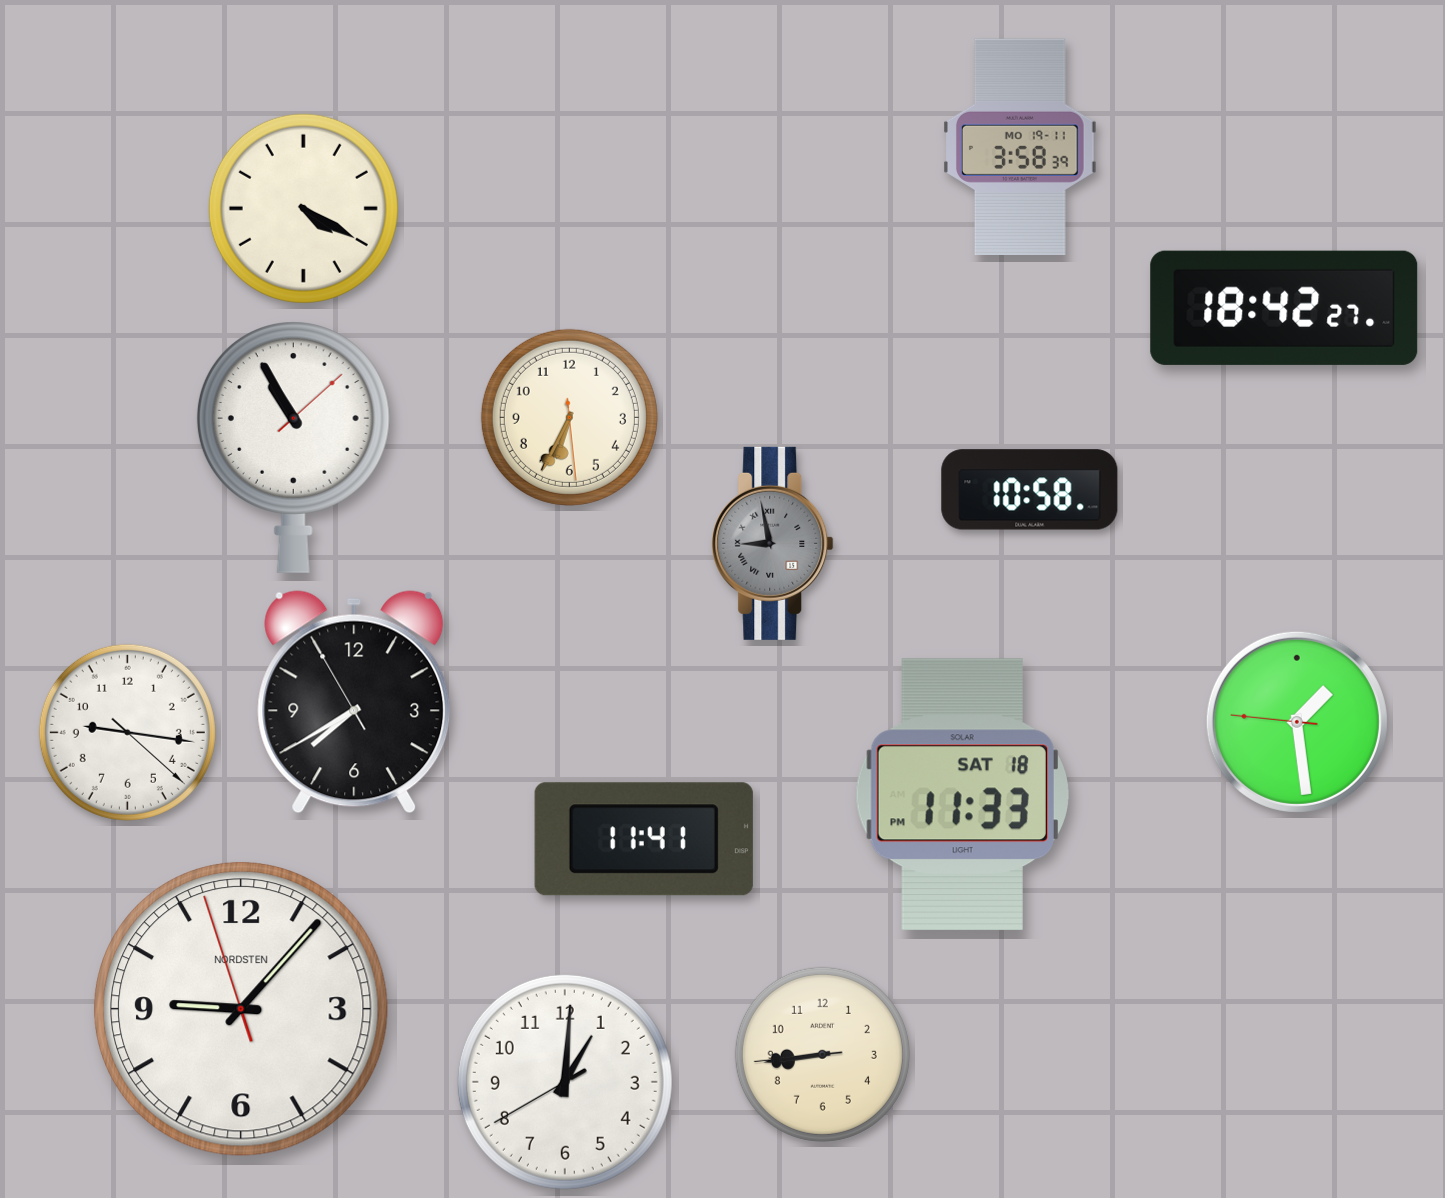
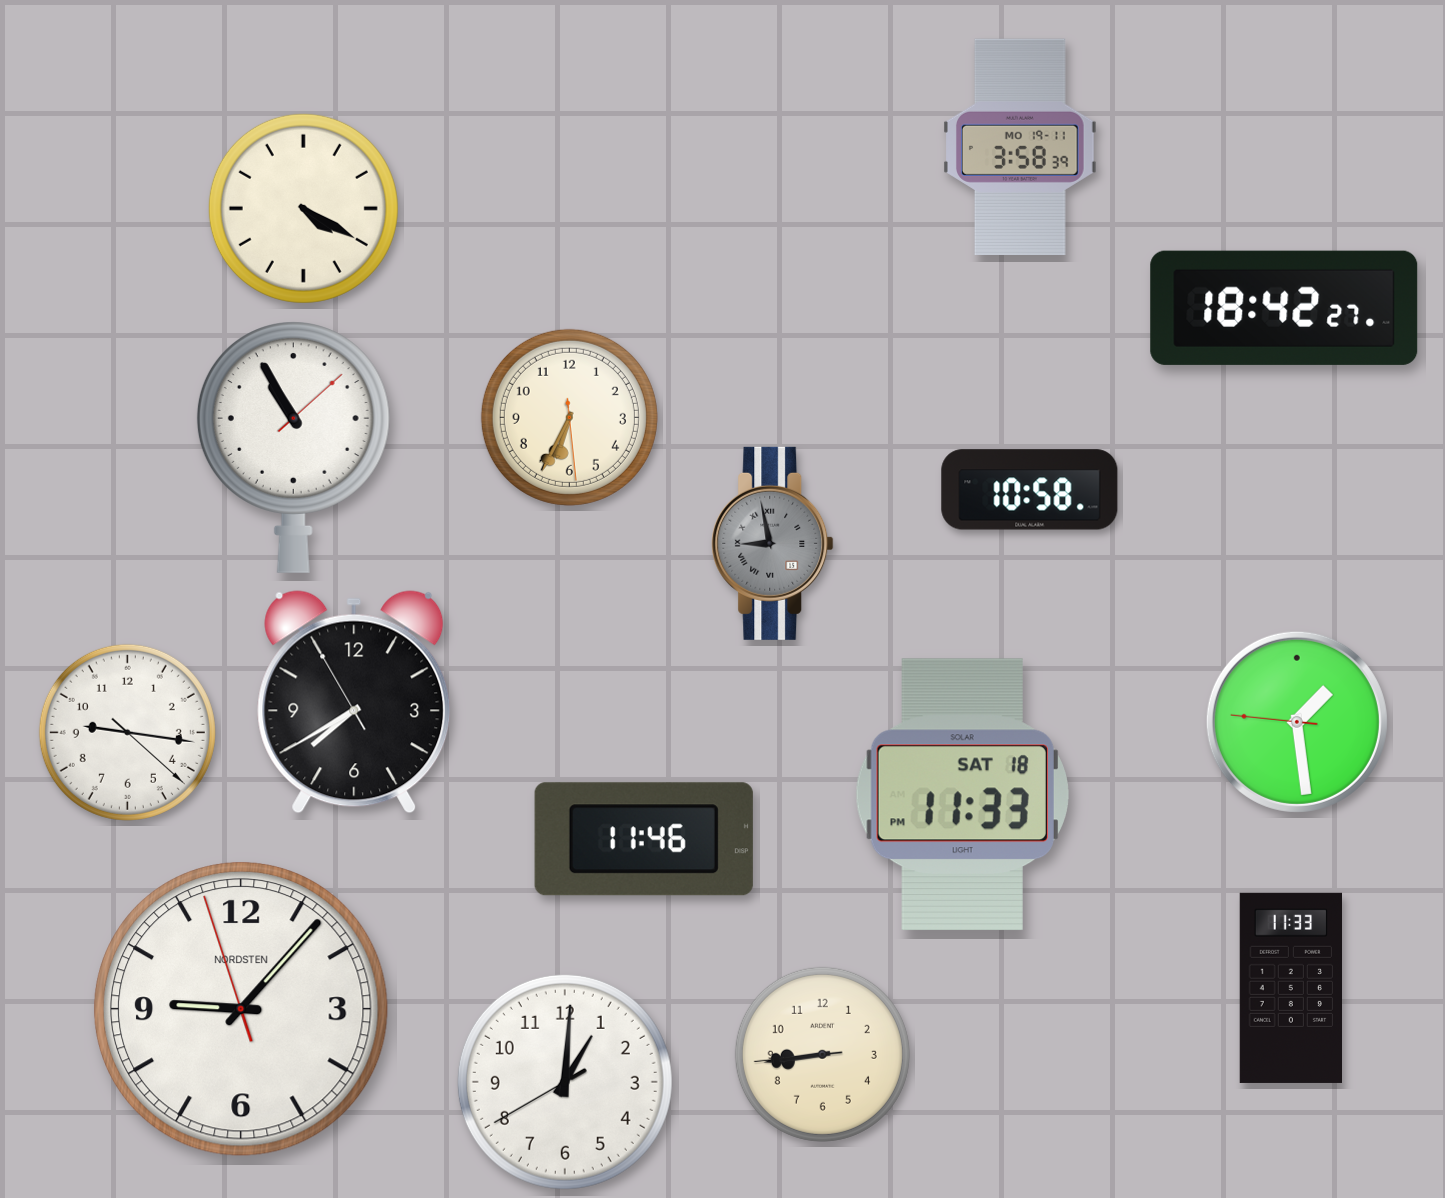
clock at (644, 839): 11:41 -> 11:46
clock at (1290, 988): none -> 11:33
